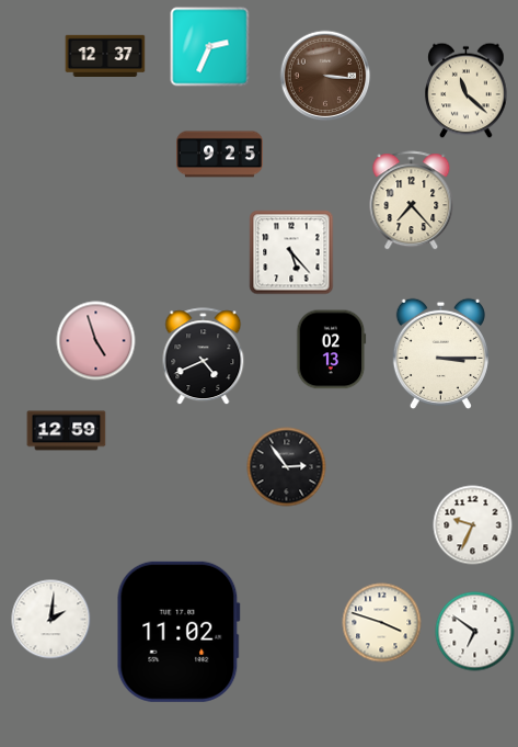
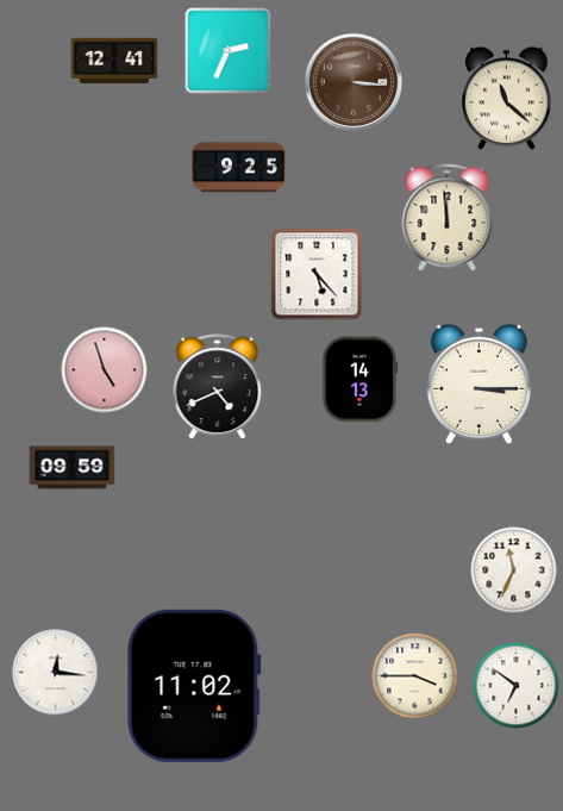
clock at (105, 56): 12:37 -> 12:41
clock at (412, 201): 7:23 -> 11:59
clock at (332, 350): 02:13 -> 14:13
clock at (204, 356) position: (204, 356) -> (218, 387)
clock at (67, 431): 12:59 -> 09:59
clock at (287, 467): 2:54 -> none
clock at (473, 525): 9:34 -> 11:34
clock at (51, 620): 2:01 -> 12:16
clock at (382, 623): 3:48 -> 3:45
